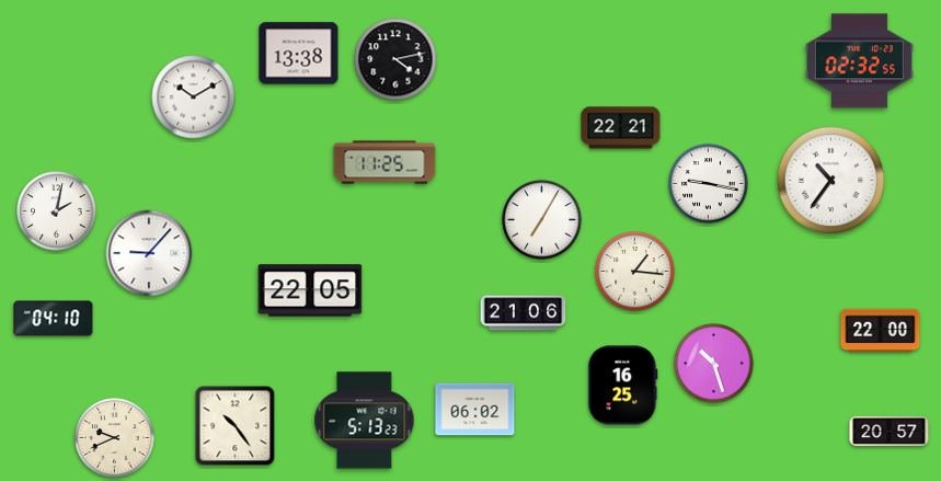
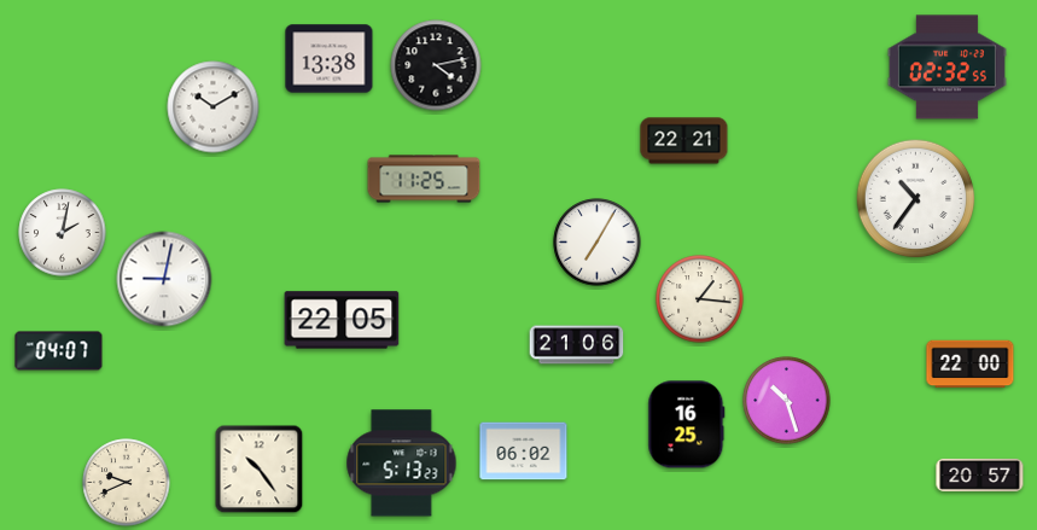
clock at (709, 184): 9:17 -> none
clock at (149, 253): 9:07 -> 9:02
clock at (54, 319): 04:10 -> 04:07
